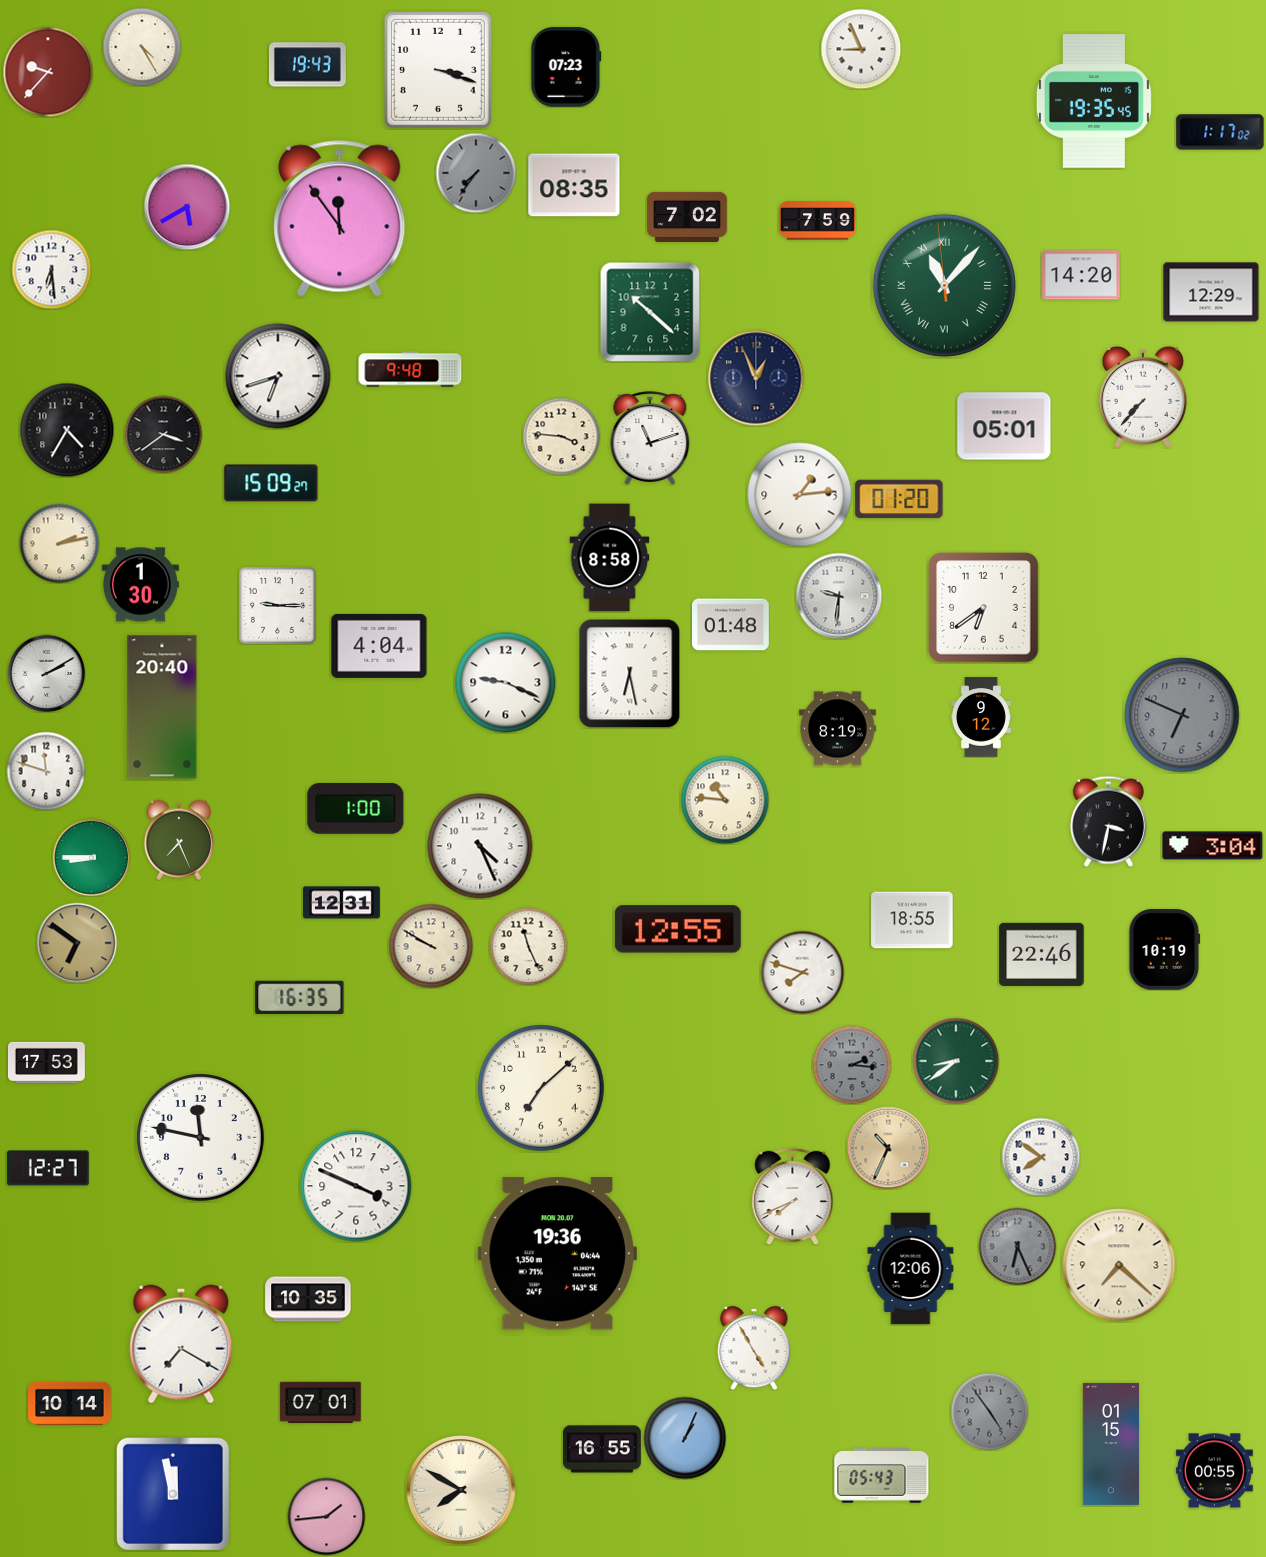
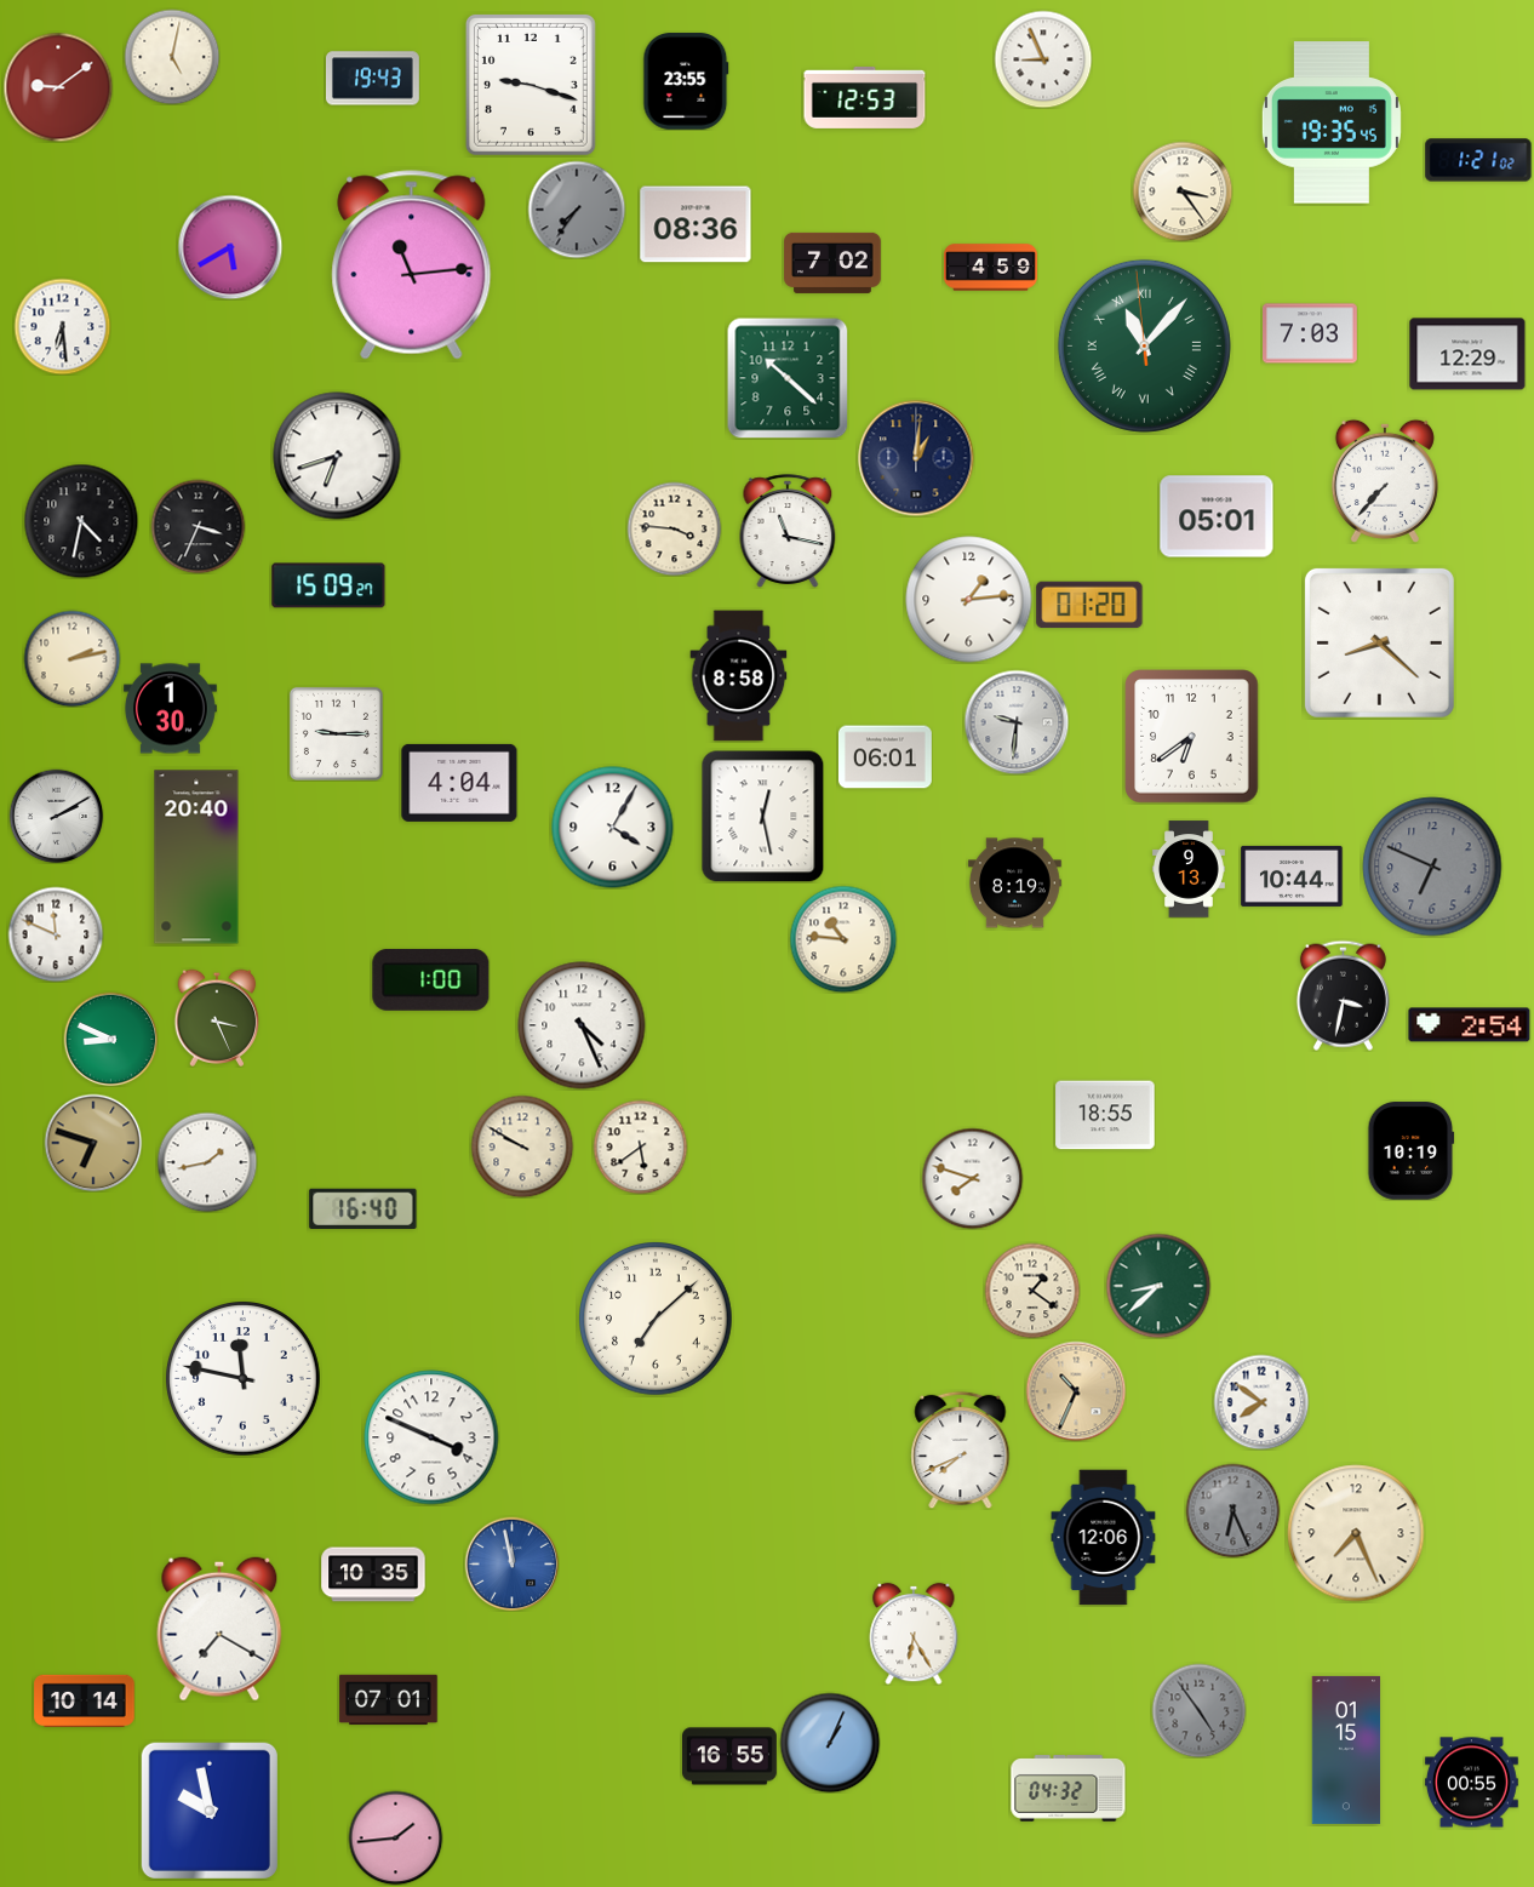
clock at (142, 47): 4:25 -> 5:02
clock at (566, 67): 07:23 -> 23:55
clock at (438, 70): 3:18 -> 9:18
clock at (48, 72): 9:37 -> 9:09
clock at (865, 97): none -> 12:53
clock at (1094, 101) position: (1094, 101) -> (1332, 122)
clock at (1220, 132): 1:17 -> 1:21
clock at (1183, 191): none -> 3:24
clock at (574, 185): 08:35 -> 08:36
clock at (187, 207) position: (187, 207) -> (230, 247)
clock at (340, 219): 11:54 -> 11:14
clock at (818, 221): 7:59 -> 4:59
clock at (1082, 275): 14:20 -> 7:03
clock at (410, 369): 9:48 -> none
clock at (756, 378): 12:56 -> 1:01
clock at (67, 430): 4:35 -> 4:32
clock at (163, 434): 3:39 -> 3:34
clock at (561, 436) position: (561, 436) -> (674, 528)
clock at (650, 438): 11:12 -> 11:17
clock at (1379, 642): none -> 8:22
clock at (730, 625): 01:48 -> 06:01
clock at (630, 674): 6:28 -> 12:28
clock at (506, 683): 9:19 -> 4:05
clock at (981, 717): 9:12 -> 9:13
clock at (1292, 876): none -> 10:44
clock at (46, 771): 11:48 -> 11:49
clock at (725, 800) position: (725, 800) -> (843, 939)
clock at (179, 840): 7:26 -> 3:26
clock at (1213, 846): 3:04 -> 2:54
clock at (91, 857): 8:45 -> 8:49
clock at (342, 903): 12:31 -> none
clock at (678, 929): 12:55 -> none
clock at (77, 943): 6:51 -> 6:48
clock at (528, 946): 11:26 -> 5:39
clock at (1042, 954): 22:46 -> none
clock at (207, 1162): none -> 1:43
clock at (300, 998): 16:35 -> 16:40
clock at (956, 1061): 8:39 -> 8:38
clock at (46, 1062): 17:53 -> none
clock at (852, 1065): 2:16 -> 1:21
clock at (852, 1065) dial: grey -> cream
clock at (48, 1168): 12:27 -> none
clock at (558, 1254): 19:36 -> none
clock at (1119, 1265): 7:22 -> 7:26
clock at (511, 1563): none -> 11:58
clock at (754, 1348): 4:55 -> 6:25
clock at (882, 1476): 05:43 -> 04:32
clock at (462, 1491): 7:50 -> none
clock at (173, 1494): 11:58 -> 9:58
